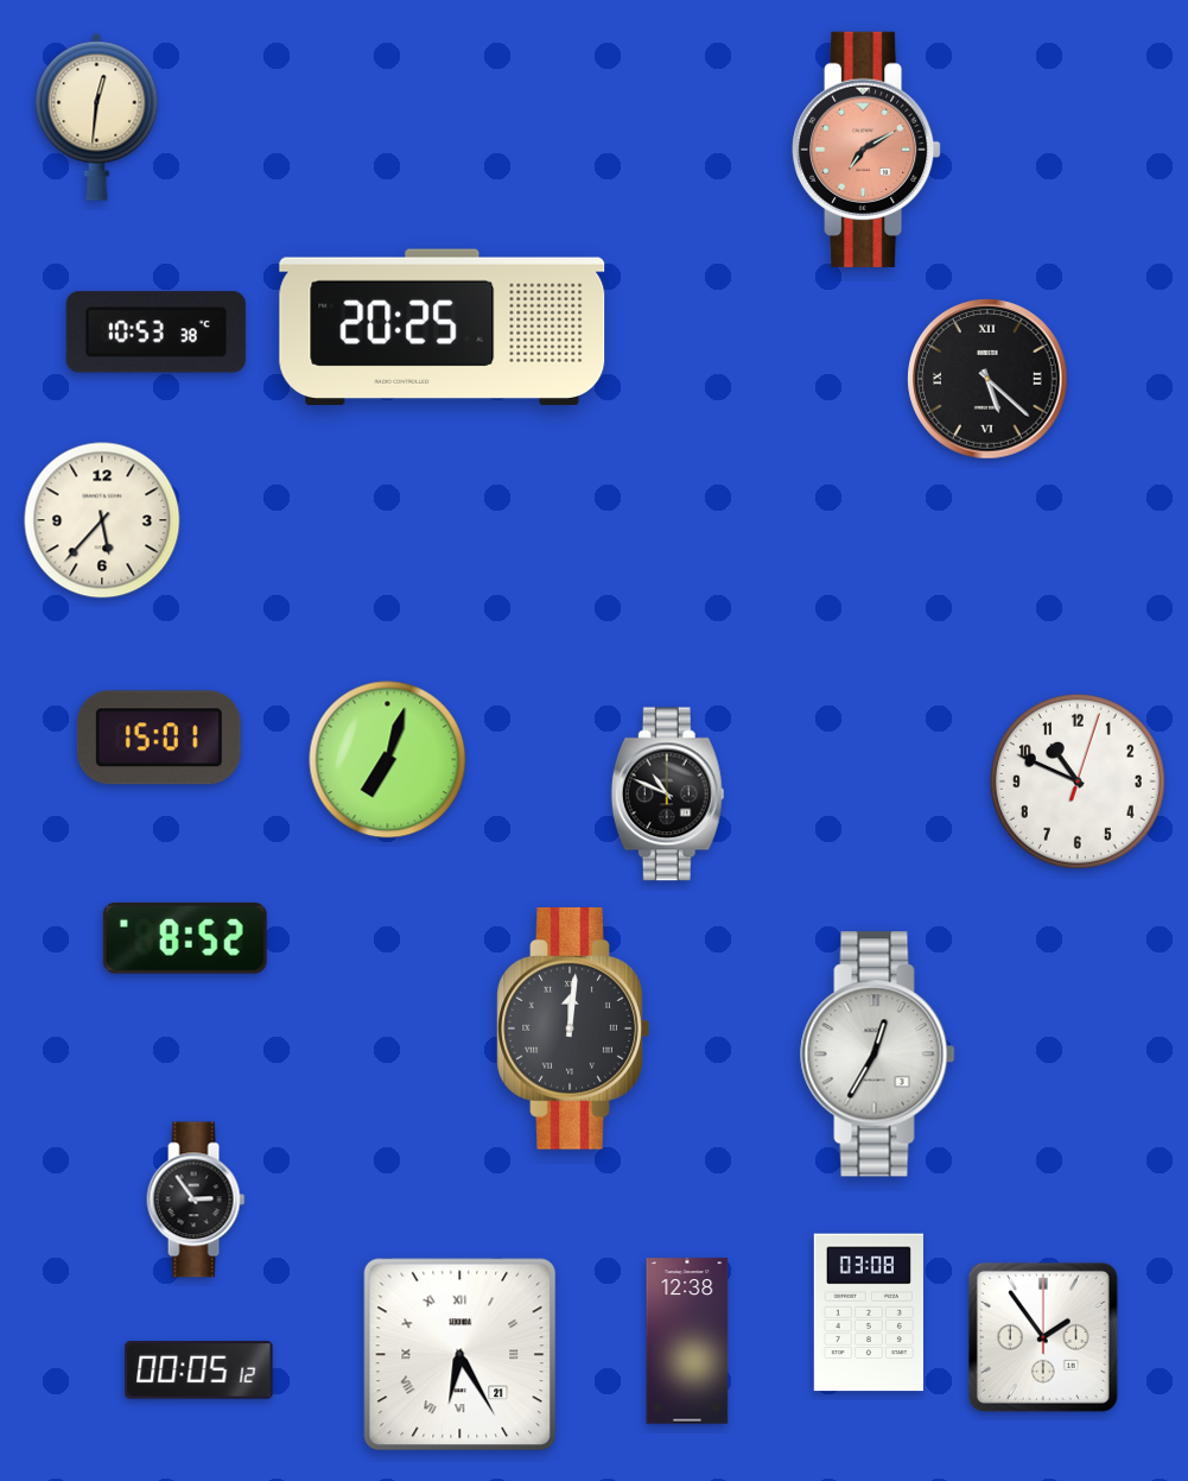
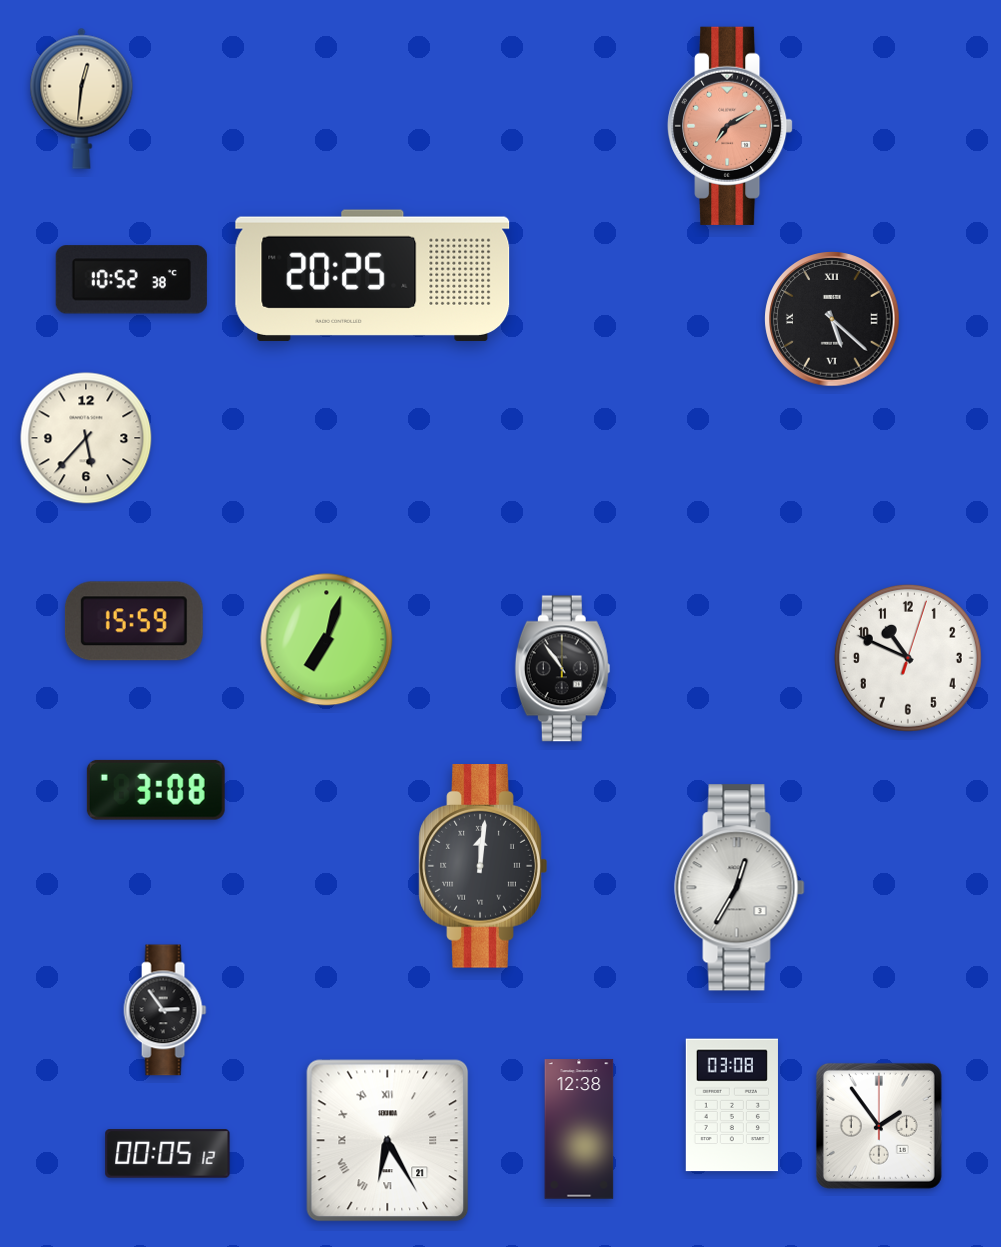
clock at (155, 333): 10:53 -> 10:52
clock at (159, 738): 15:01 -> 15:59
clock at (667, 795): 10:49 -> 10:54
clock at (185, 938): 8:52 -> 3:08
